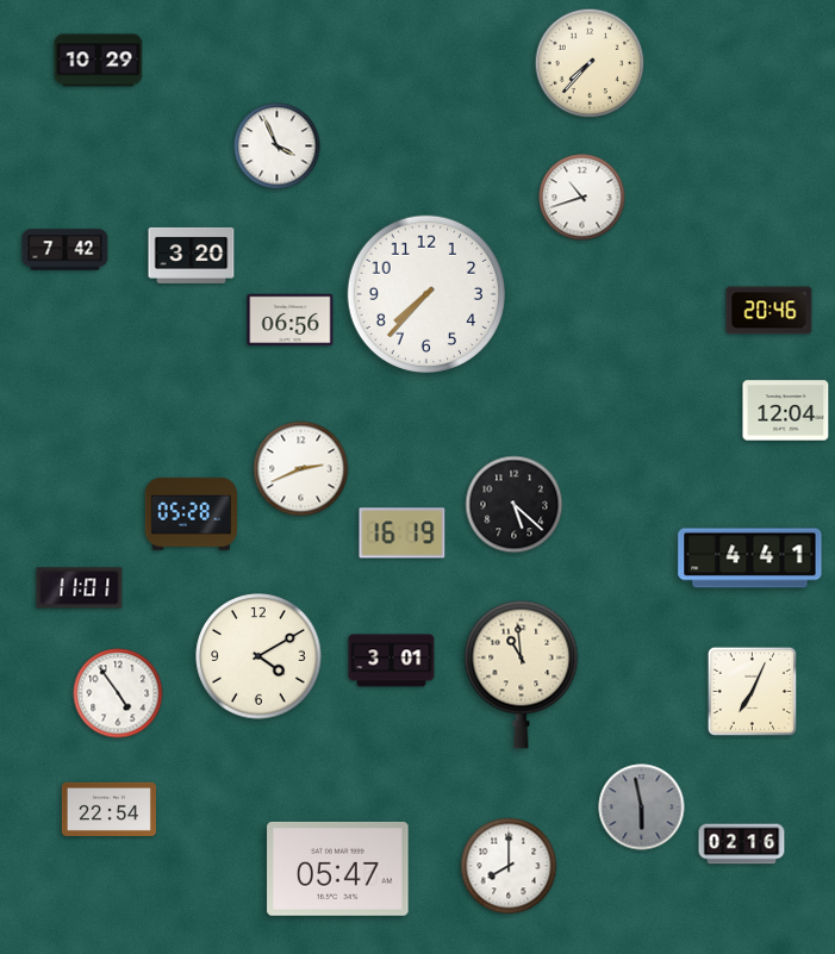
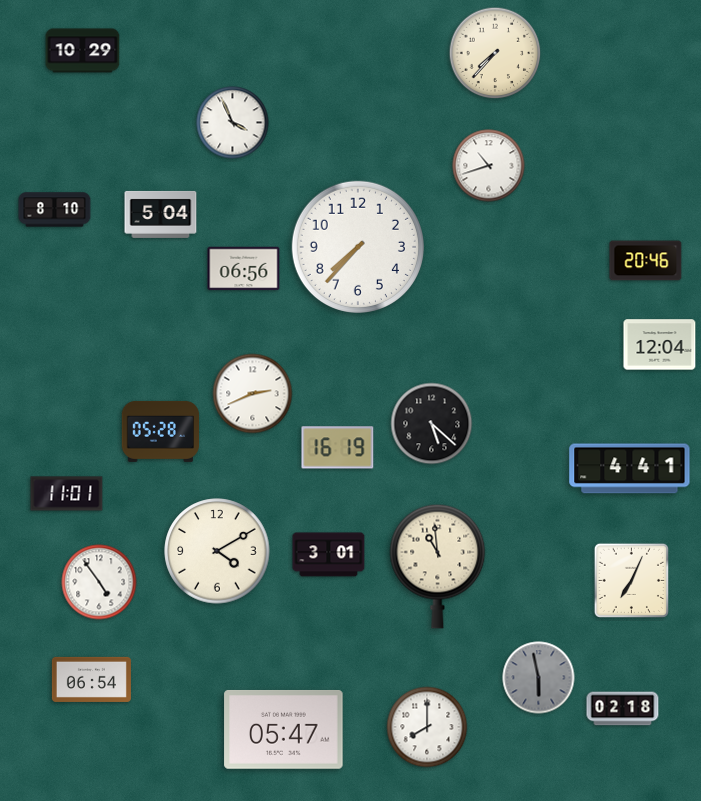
clock at (66, 250): 7:42 -> 8:10
clock at (192, 255): 3:20 -> 5:04
clock at (108, 809): 22:54 -> 06:54
clock at (742, 844): 02:16 -> 02:18
